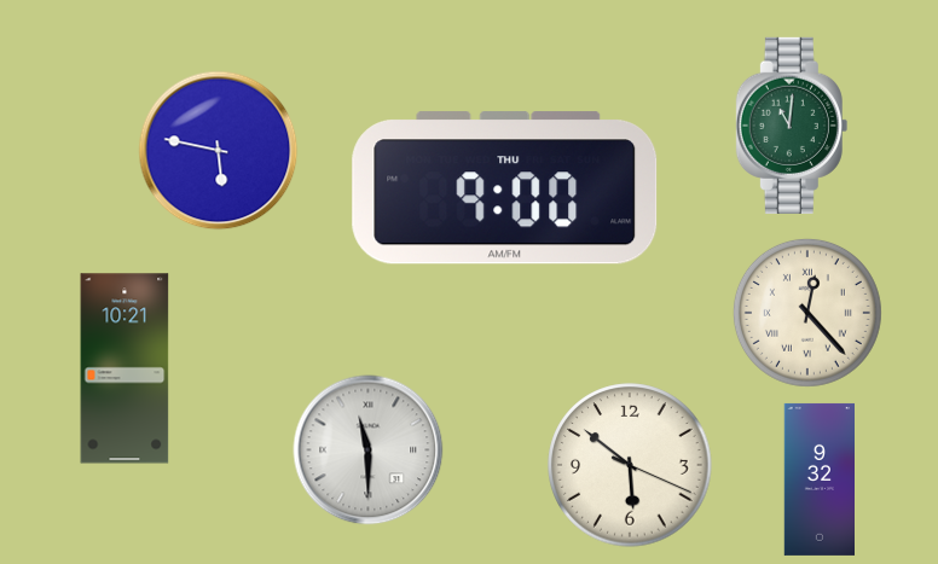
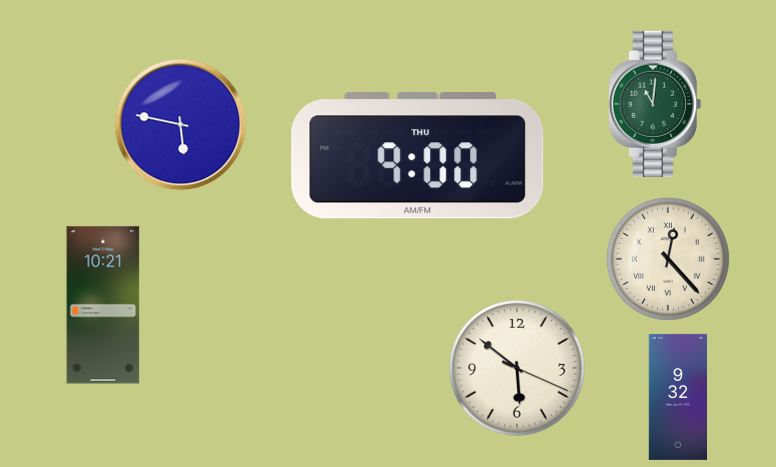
clock at (369, 450): 11:30 -> none
clock at (630, 465) position: (630, 465) -> (517, 368)
